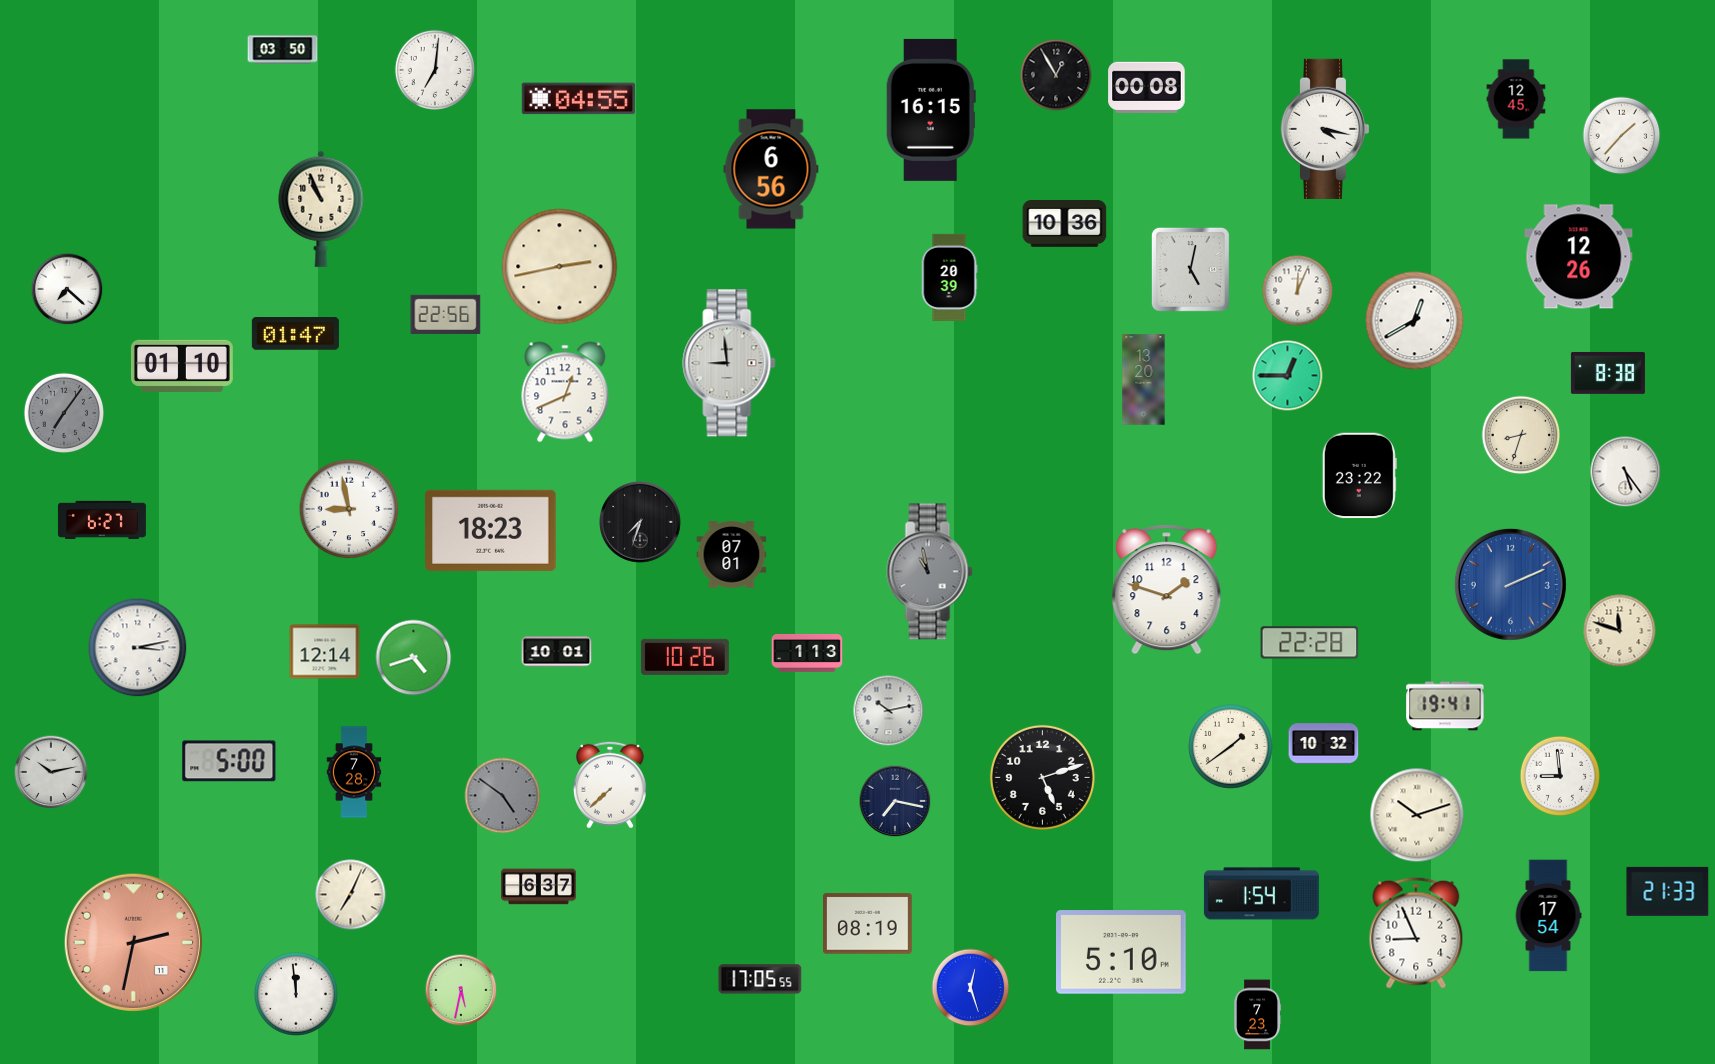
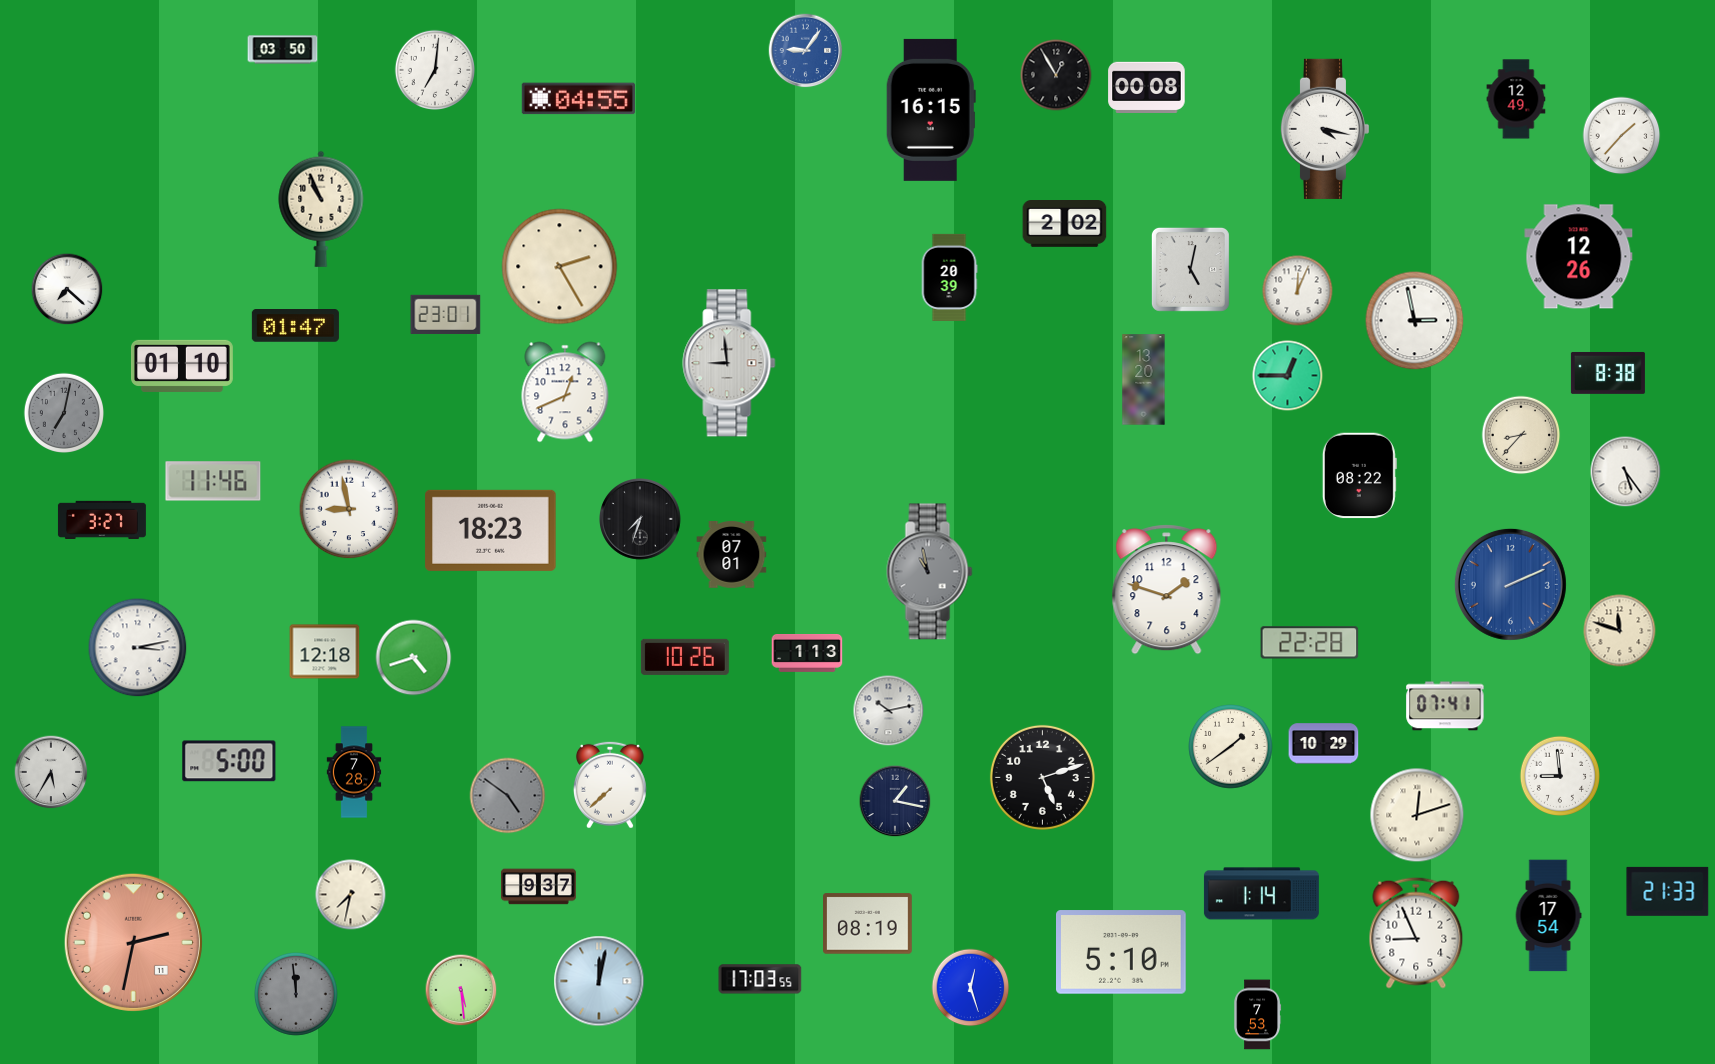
clock at (806, 51): none -> 9:06
clock at (1516, 99): 12:45 -> 12:49
clock at (771, 169): 6:56 -> none
clock at (1065, 224): 10:36 -> 2:02
clock at (560, 267): 2:43 -> 2:25
clock at (446, 314): 22:56 -> 23:01
clock at (1415, 321): 12:40 -> 2:58
clock at (295, 334) position: (295, 334) -> (295, 326)
clock at (63, 412): 7:06 -> 7:02
clock at (1521, 435): 8:33 -> 8:37
clock at (1359, 476): 23:22 -> 08:22
clock at (213, 481): none -> 11:46
clock at (102, 520): 6:27 -> 3:27
clock at (641, 523) position: (641, 523) -> (641, 520)
clock at (325, 652): 12:14 -> 12:18
clock at (557, 652): 10:01 -> none
clock at (1445, 706): 19:41 -> 07:41
clock at (1324, 744): 10:32 -> 10:29
clock at (51, 772): 10:13 -> 5:35
clock at (503, 796) position: (503, 796) -> (508, 796)
clock at (895, 801): 7:17 -> 1:17
clock at (1417, 815): 10:12 -> 12:12
clock at (539, 887): 6:37 -> 9:37
clock at (1261, 894): 1:54 -> 1:14
clock at (351, 895): 7:04 -> 7:32
clock at (760, 979): 17:05 -> 17:03
clock at (599, 981): none -> 12:02
clock at (461, 990): 5:32 -> 5:29
clock at (297, 995) dial: white -> grey
clock at (1258, 1015): 7:23 -> 7:53
